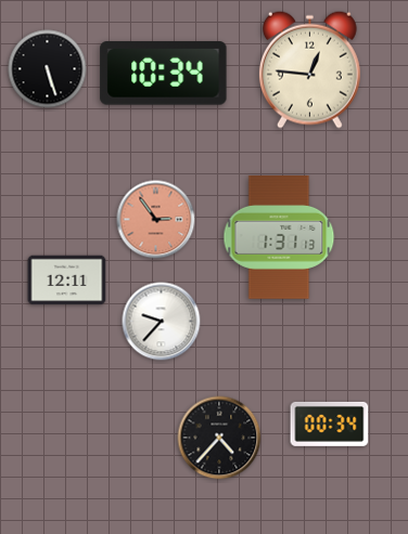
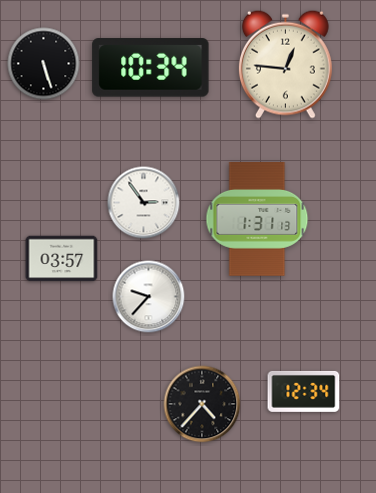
clock at (156, 220) dial: salmon -> white
clock at (67, 281): 12:11 -> 03:57
clock at (330, 424): 00:34 -> 12:34
